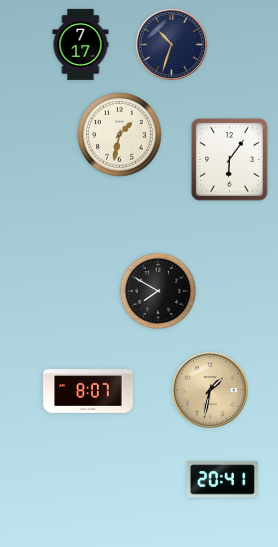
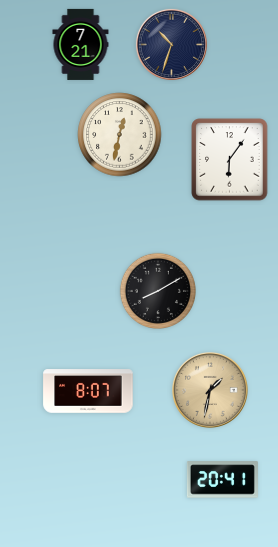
clock at (81, 44): 7:17 -> 7:21
clock at (120, 135): 1:32 -> 12:32
clock at (157, 290): 7:50 -> 8:10
